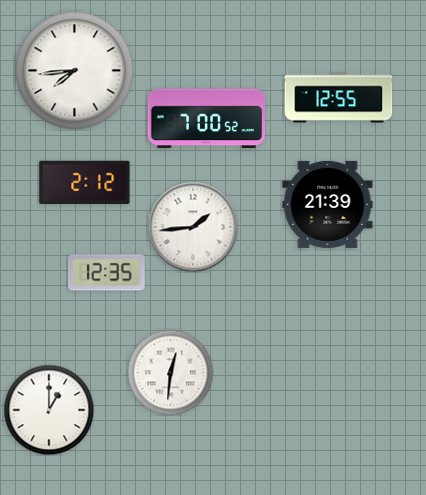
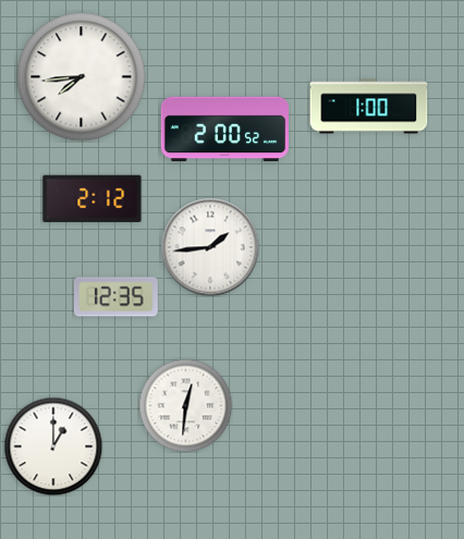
clock at (339, 98): 12:55 -> 1:00
clock at (206, 119): 7:00 -> 2:00
clock at (328, 204): 21:39 -> none
